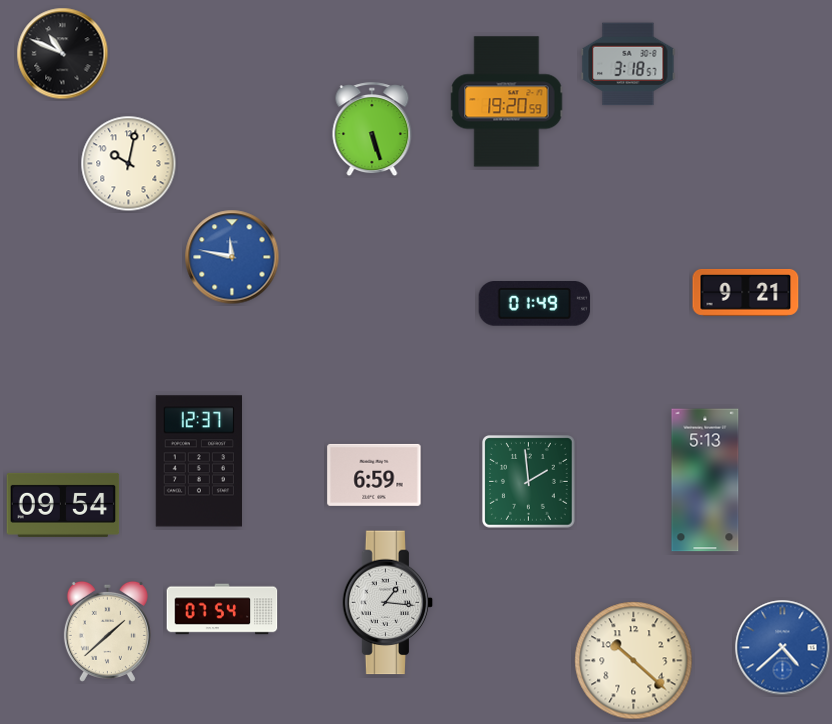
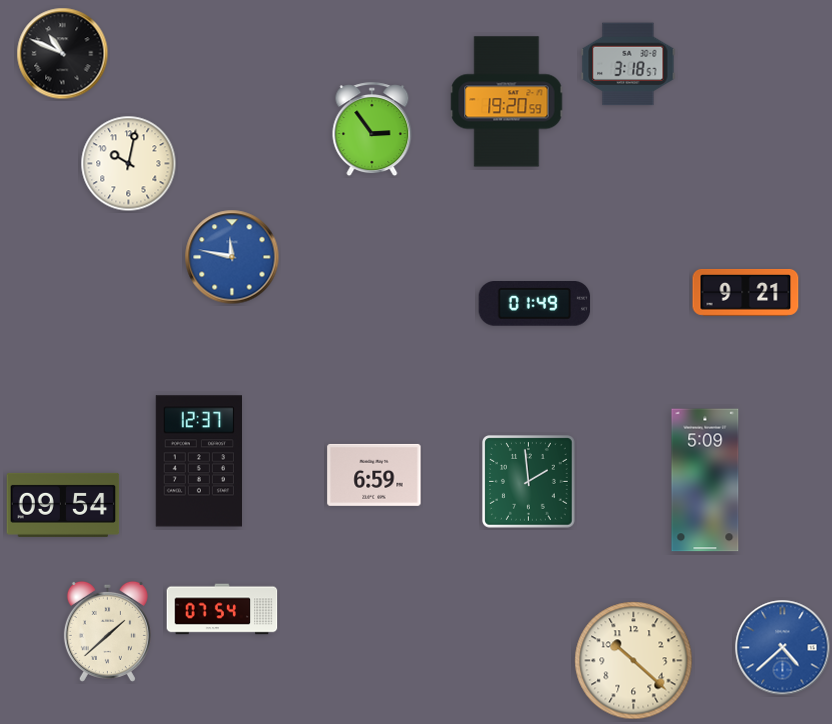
clock at (372, 130): 5:27 -> 2:54
clock at (705, 480): 5:13 -> 5:09
clock at (388, 603): 1:16 -> none
